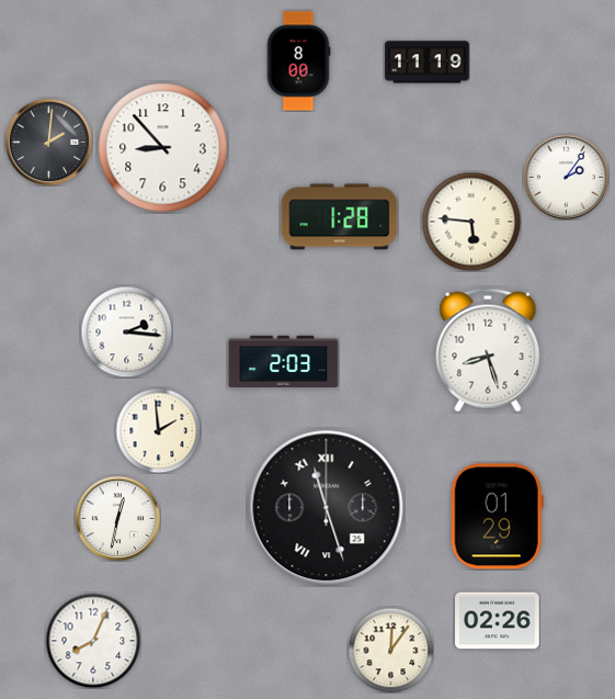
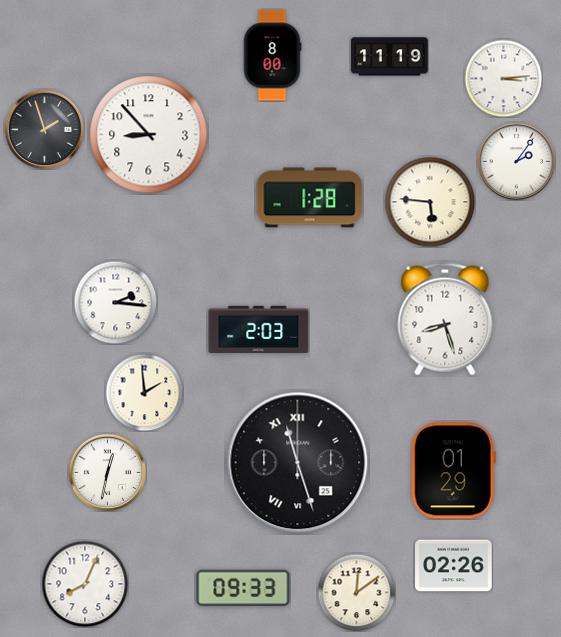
clock at (503, 78): none -> 3:14
clock at (48, 142): 2:01 -> 1:57
clock at (243, 587): none -> 09:33
clock at (390, 650): 12:06 -> 12:09
